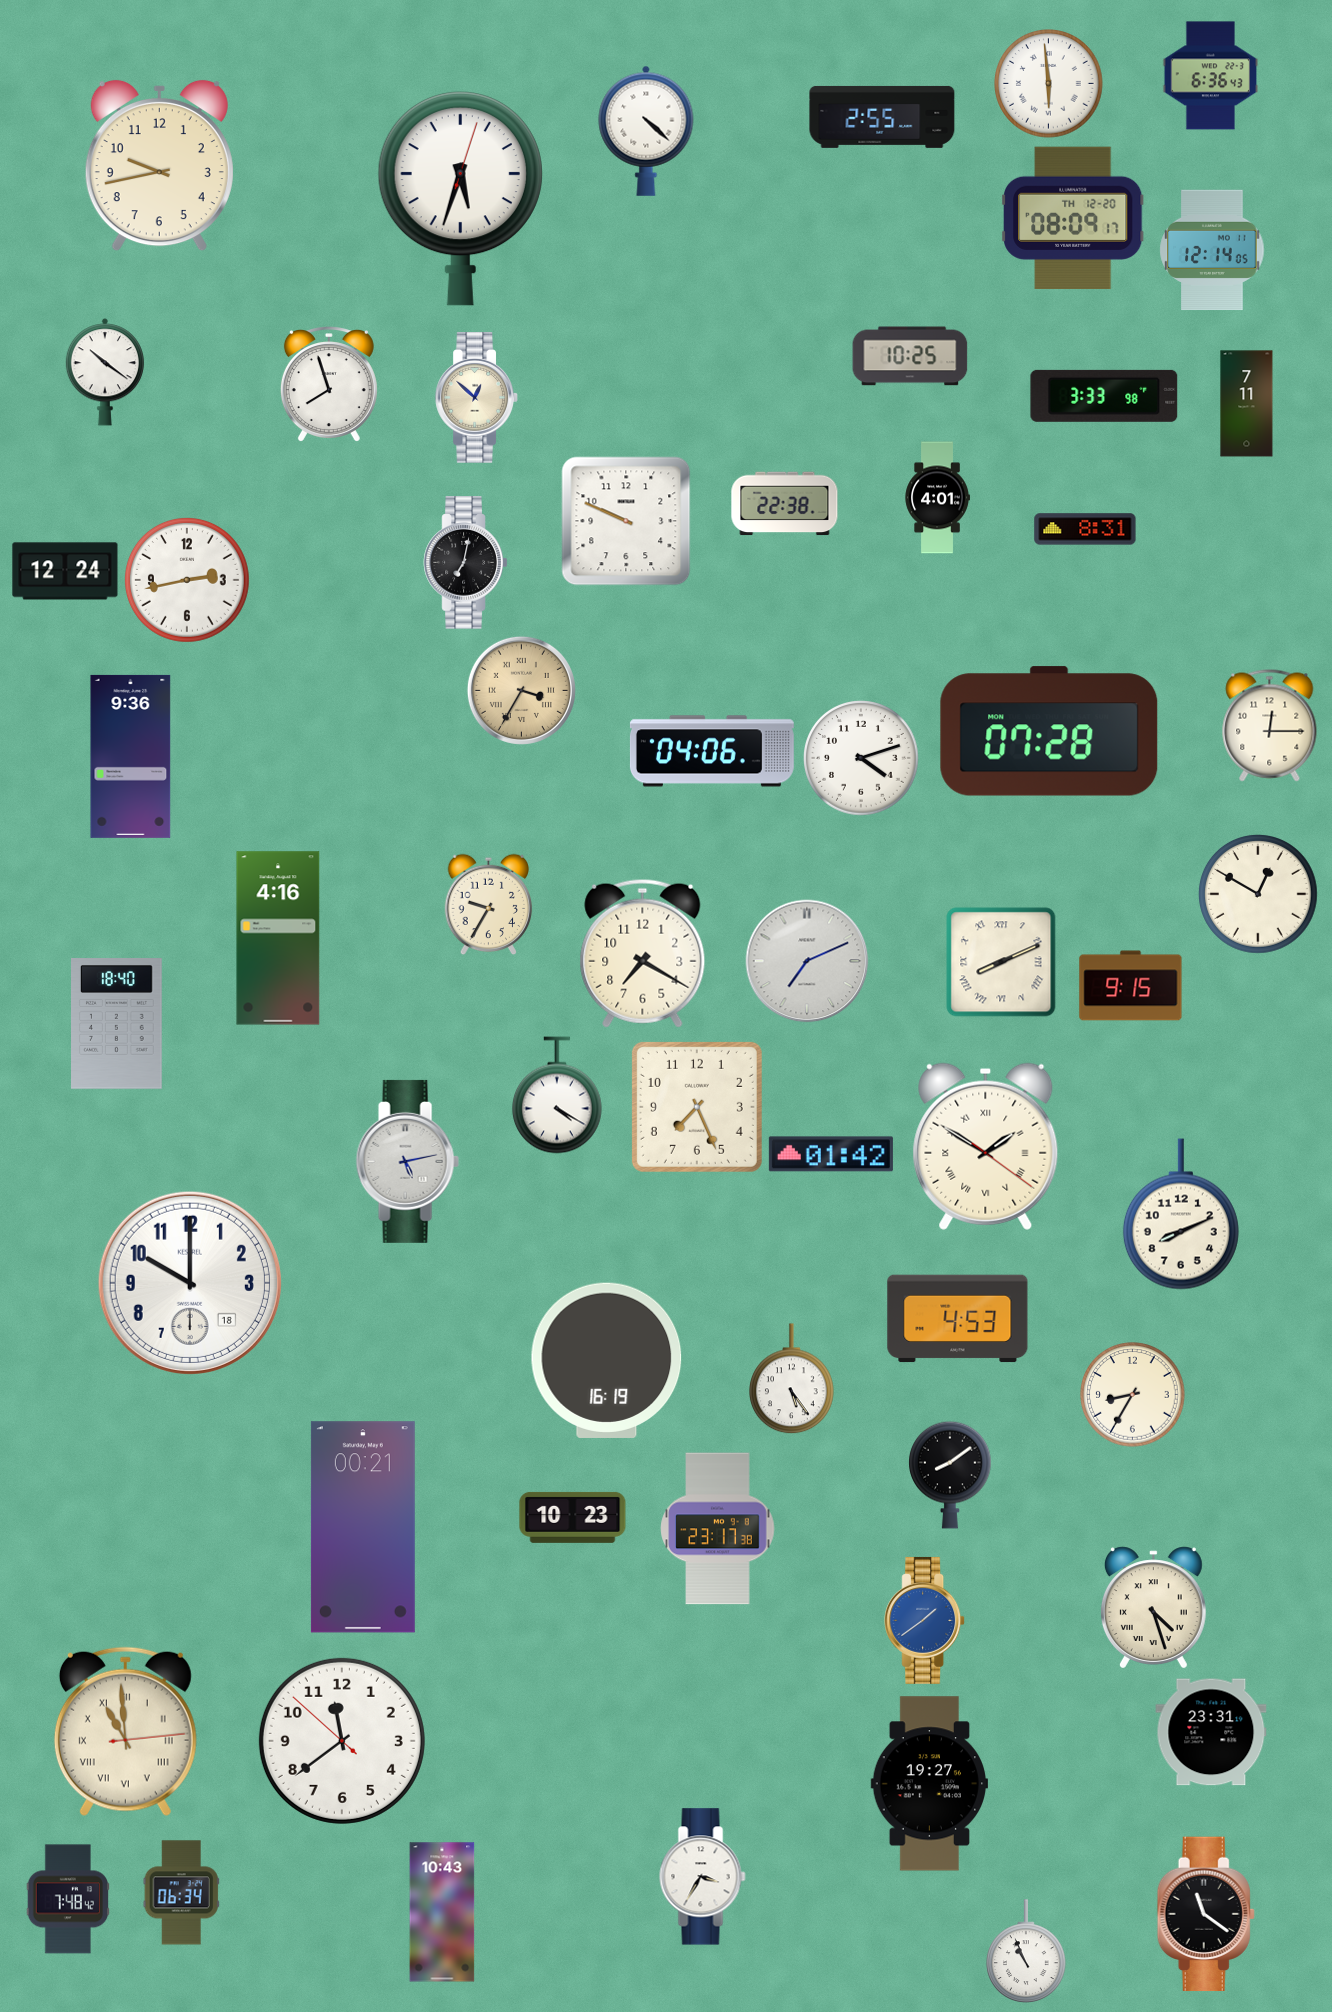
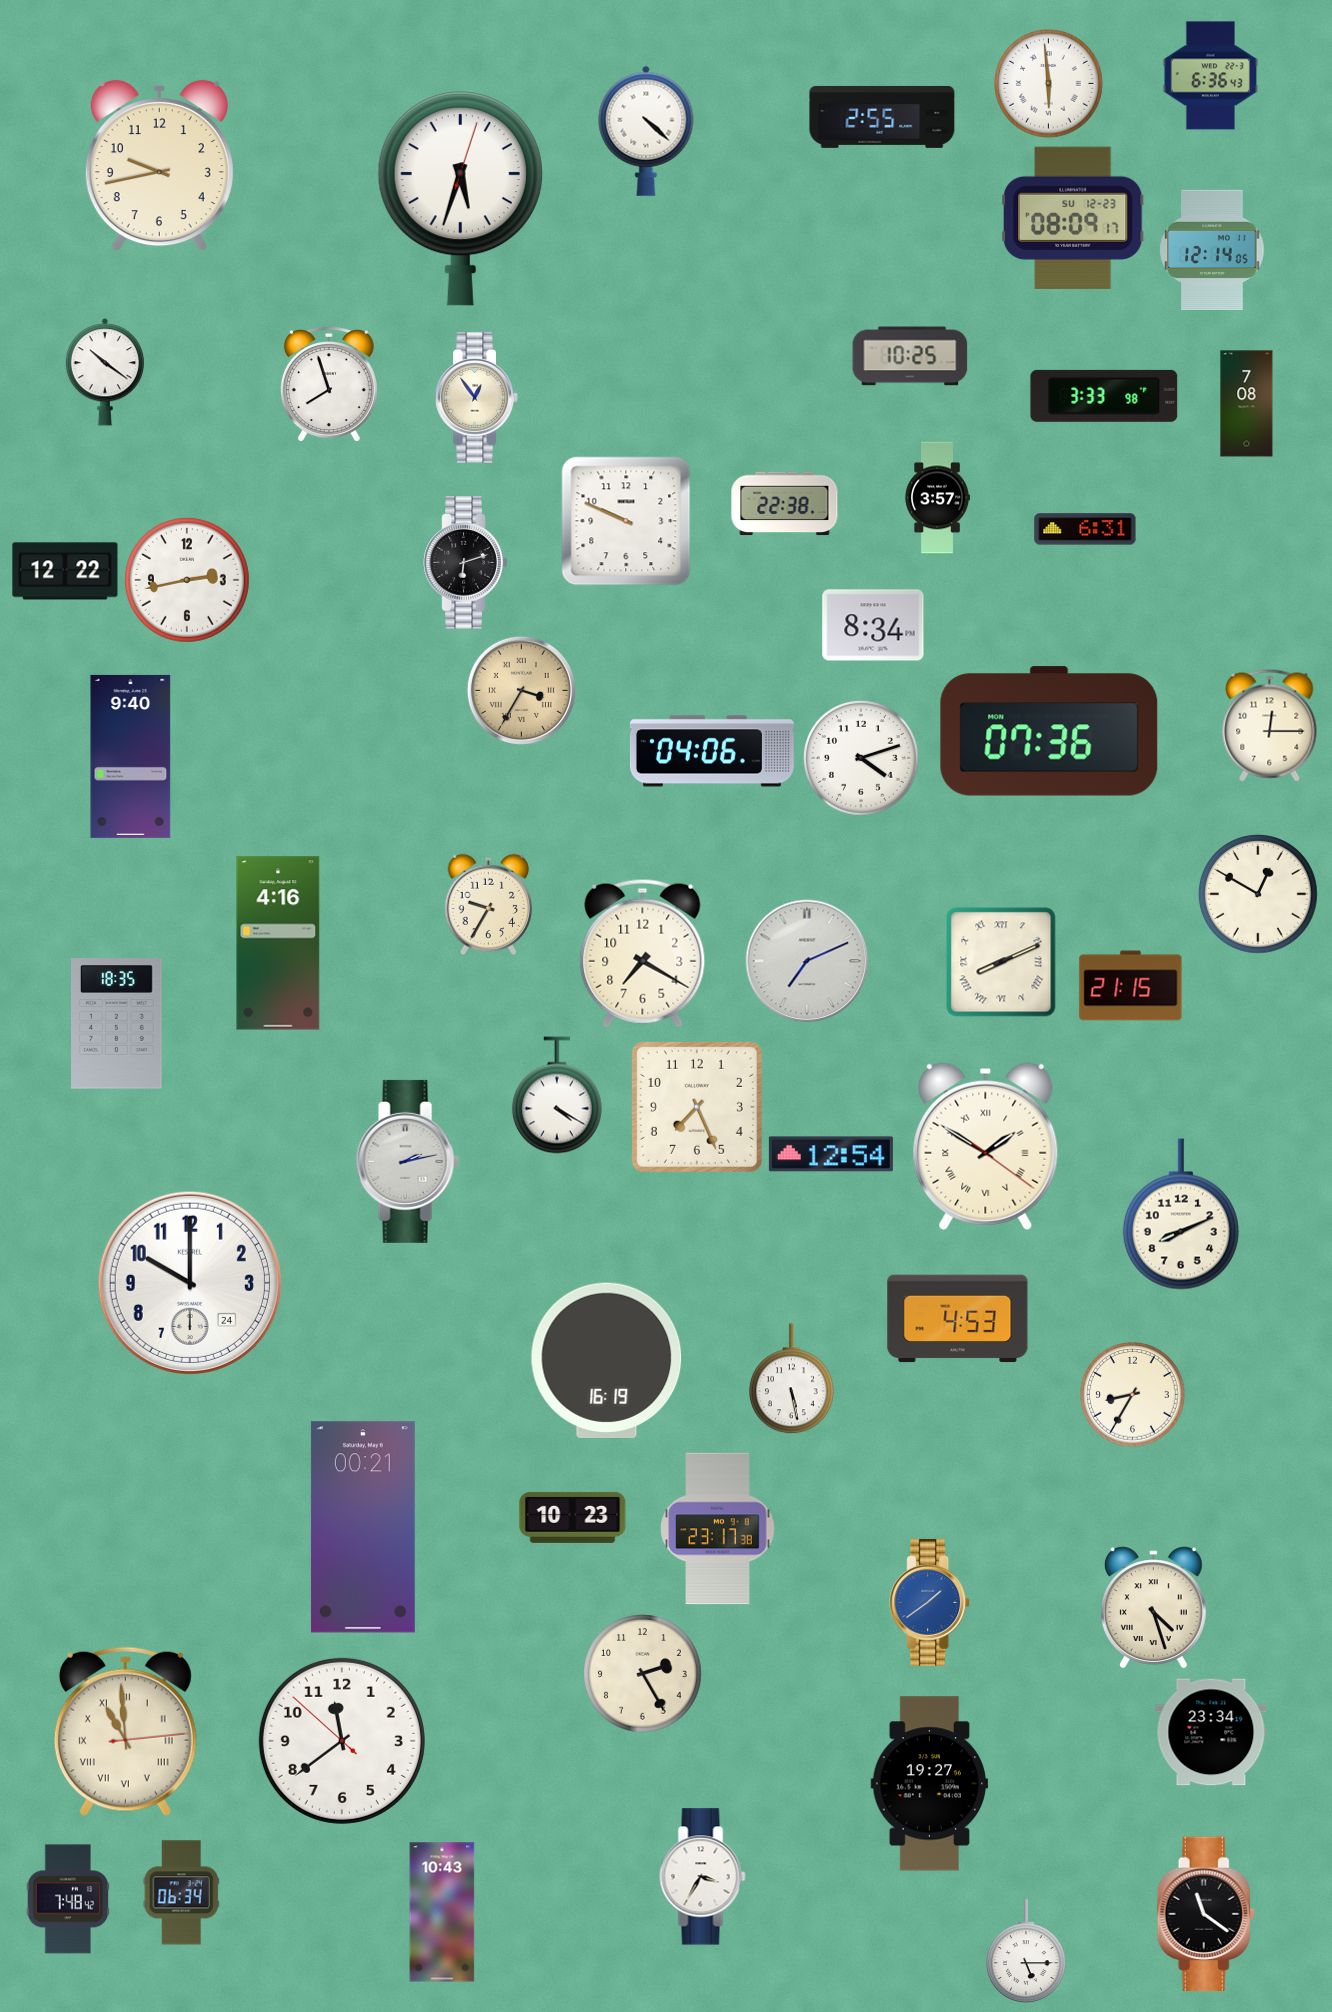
clock at (1074, 217) date: TH 12-20 -> SU 12-23
clock at (477, 398): 12:52 -> 12:54
clock at (1247, 404): 7:11 -> 7:08
clock at (937, 498): 4:01 -> 3:57
clock at (1085, 529): 8:31 -> 6:31
clock at (466, 563): 7:02 -> 6:12
clock at (65, 571): 12:24 -> 12:22
clock at (873, 625): none -> 8:34
clock at (1049, 731): 07:28 -> 07:36
clock at (131, 756): 9:36 -> 9:40
clock at (278, 938) position: (278, 938) -> (278, 943)
clock at (1131, 986): 9:15 -> 21:15
clock at (117, 1024): 18:40 -> 18:35
clock at (831, 1154): 01:42 -> 12:54
clock at (407, 1161): 5:13 -> 2:13
clock at (190, 1283) date: 18 -> 24
clock at (792, 1379): 5:24 -> 5:28
clock at (951, 1475): 8:09 -> none
clock at (925, 1620) position: (925, 1620) -> (930, 1602)
clock at (643, 1674): none -> 2:25
clock at (1211, 1732): 23:31 -> 23:34
clock at (1026, 1951): 10:56 -> 5:15
